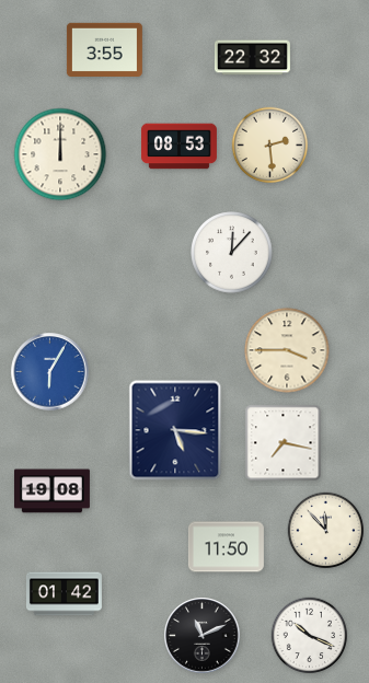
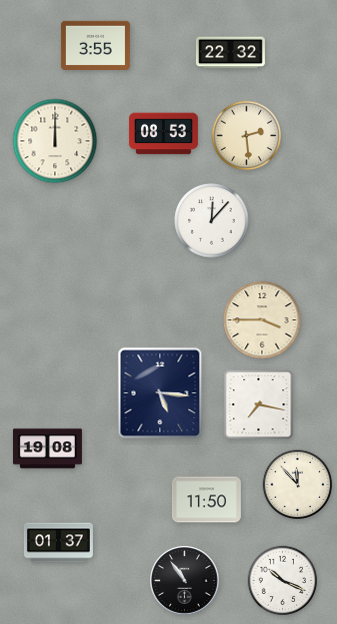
clock at (270, 146) position: (270, 146) -> (247, 136)
clock at (232, 253) position: (232, 253) -> (212, 221)
clock at (50, 372): 6:05 -> none
clock at (64, 594): 01:42 -> 01:37
clock at (203, 636): 11:11 -> 10:54
